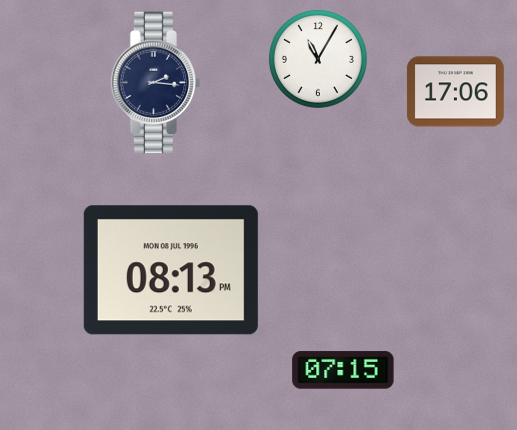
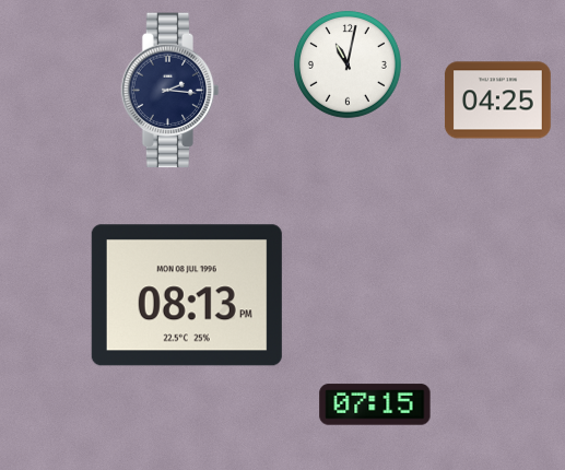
clock at (318, 59): 11:05 -> 11:02
clock at (456, 92): 17:06 -> 04:25
